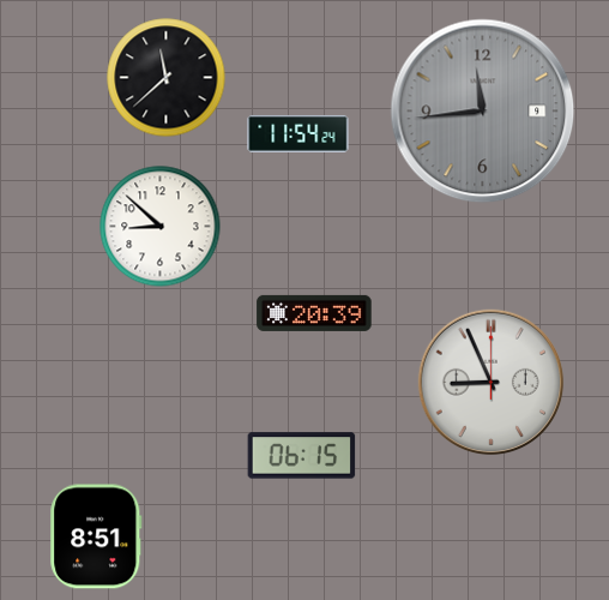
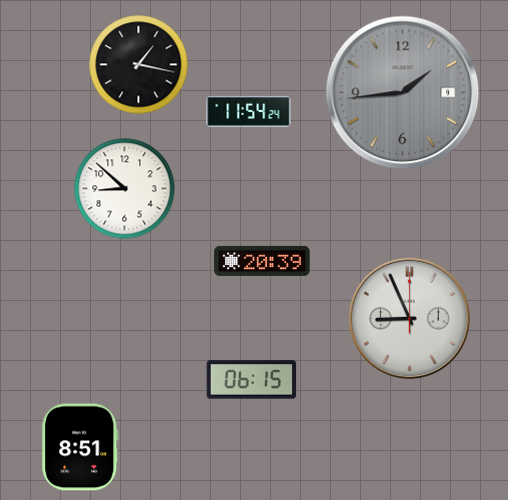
clock at (167, 78): 11:38 -> 1:17
clock at (483, 112): 11:44 -> 1:44
clock at (161, 227) position: (161, 227) -> (125, 189)
